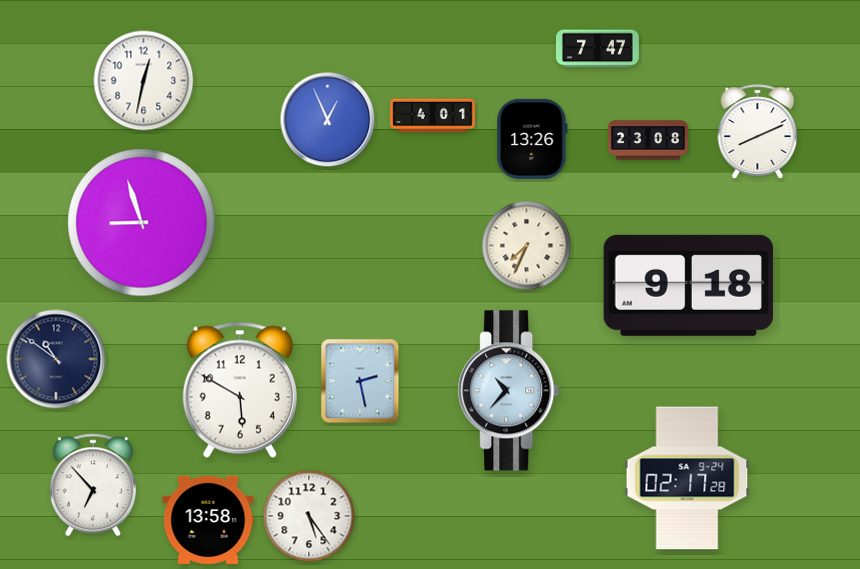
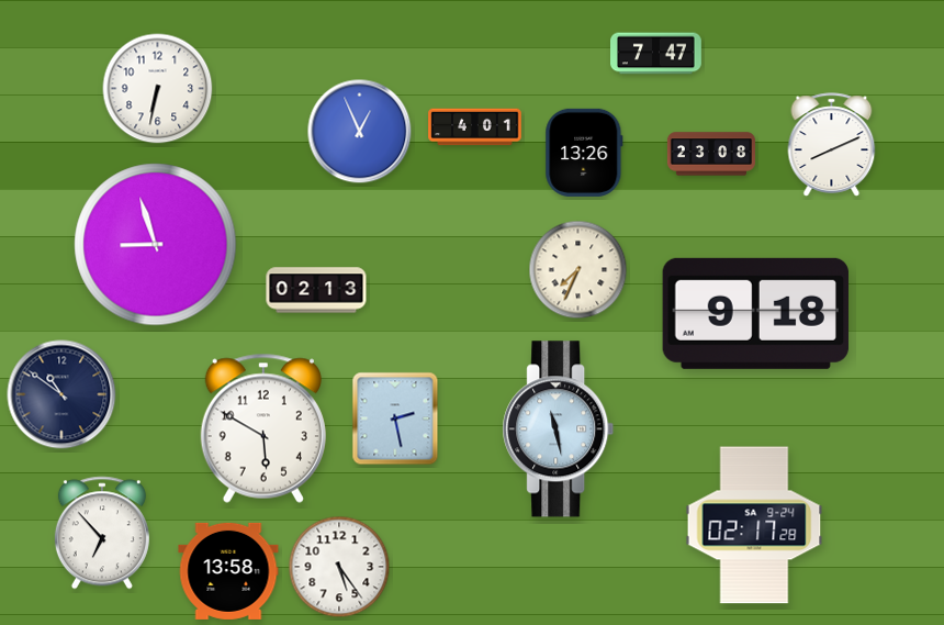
clock at (144, 81): 12:32 -> 6:32
clock at (316, 290): none -> 02:13
clock at (509, 391): 10:37 -> 11:28
